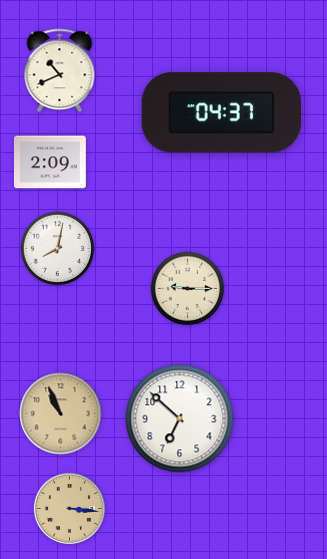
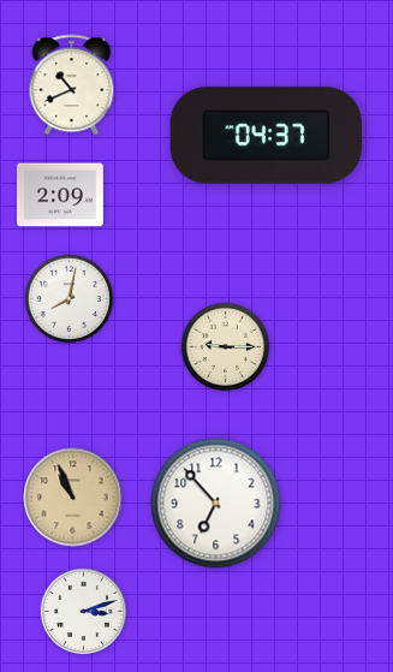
clock at (180, 419): 6:52 -> 6:53
clock at (69, 508): 3:16 -> 3:12
clock at (69, 508) dial: champagne -> white
